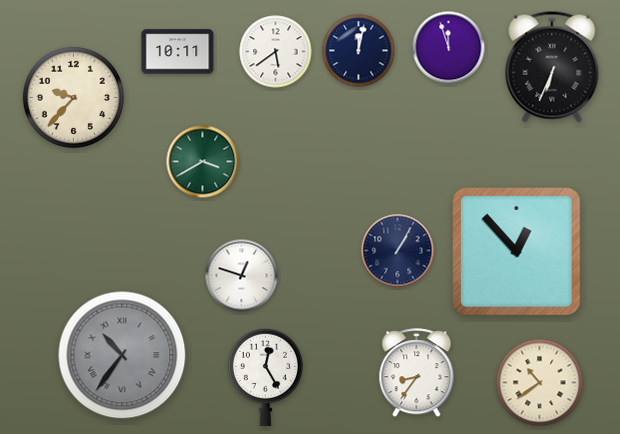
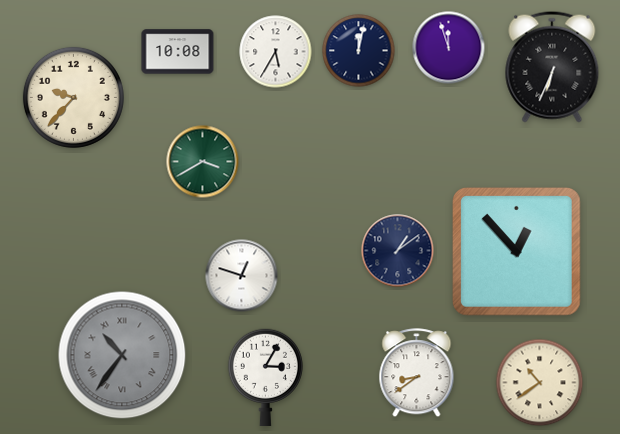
clock at (178, 52): 10:11 -> 10:08
clock at (276, 52): 5:39 -> 5:35
clock at (398, 251): 1:05 -> 1:09
clock at (417, 373): 8:36 -> 8:39
clock at (265, 377): 12:25 -> 3:05
